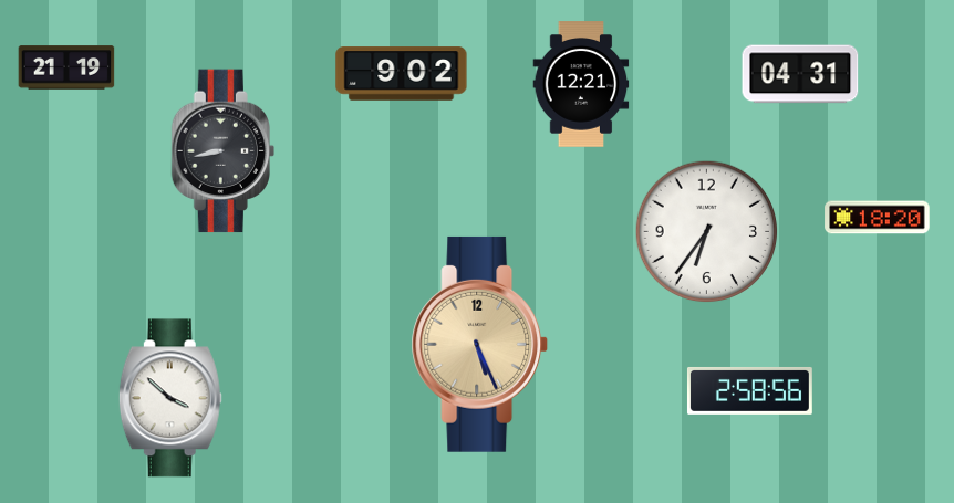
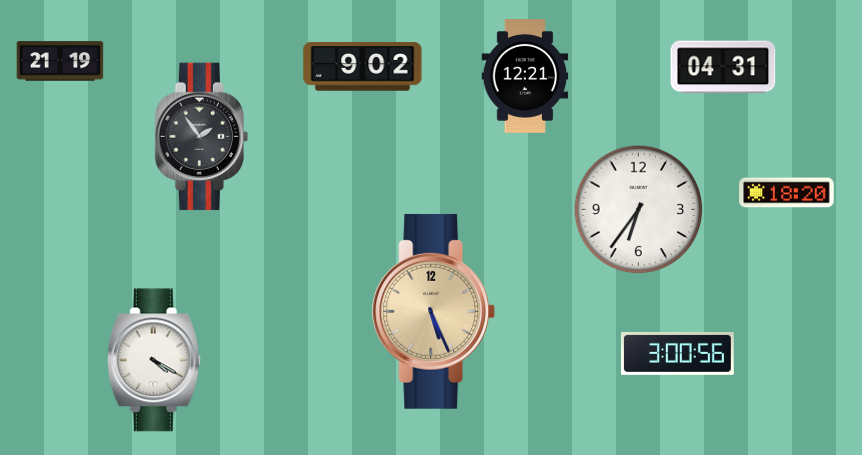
clock at (222, 151): 8:43 -> 1:54
clock at (878, 218) position: (878, 218) -> (787, 193)
clock at (749, 390): 2:58 -> 3:00
clock at (170, 398): 3:52 -> 4:20
